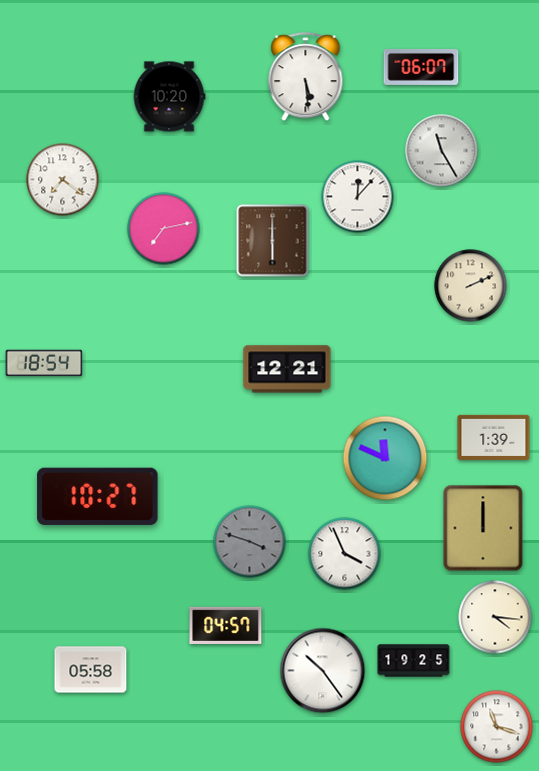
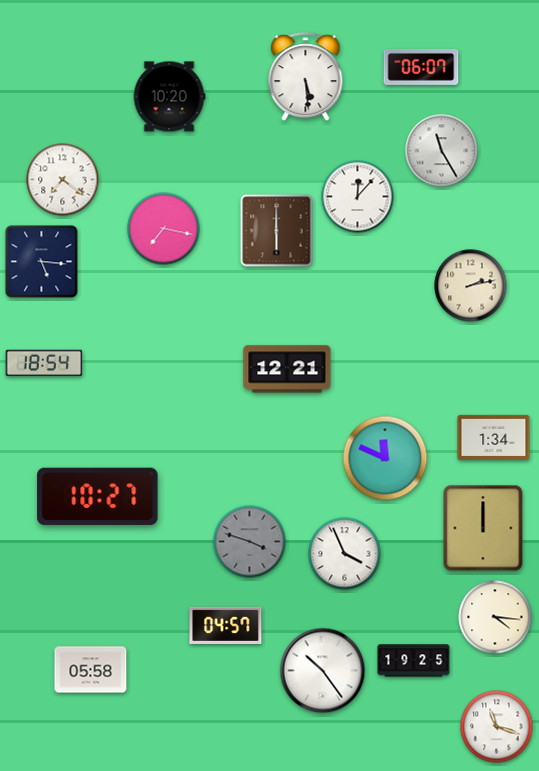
clock at (164, 229): 7:13 -> 7:17
clock at (273, 241) position: (273, 241) -> (277, 231)
clock at (42, 262): none -> 5:16
clock at (471, 286): 2:11 -> 2:13
clock at (494, 437): 1:39 -> 1:34
